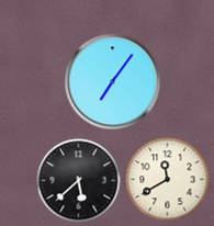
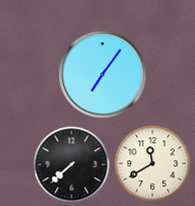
clock at (79, 181): 5:38 -> 7:38
